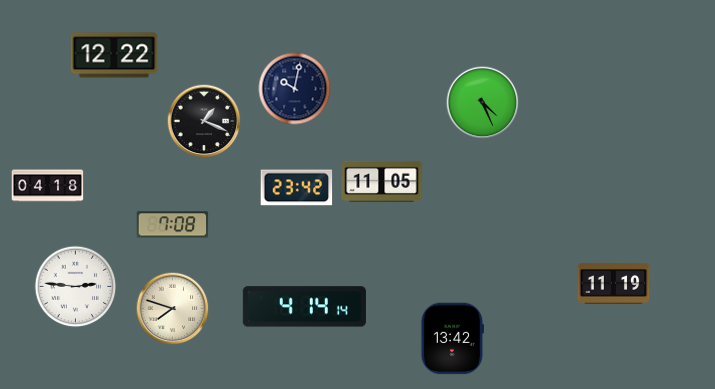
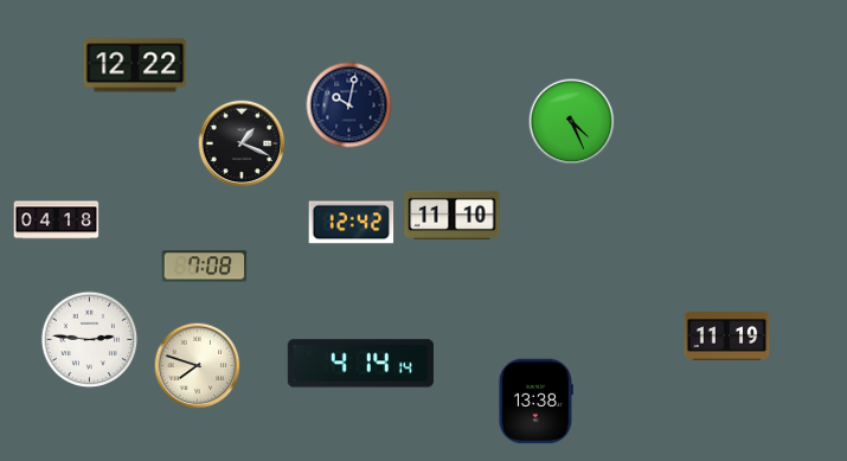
clock at (382, 181): 11:05 -> 11:10
clock at (297, 188): 23:42 -> 12:42
clock at (173, 309) position: (173, 309) -> (198, 366)
clock at (452, 339): 13:42 -> 13:38
